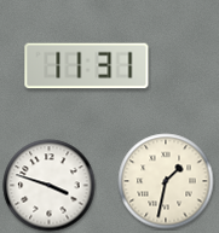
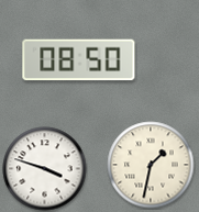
clock at (87, 66): 11:31 -> 08:50
